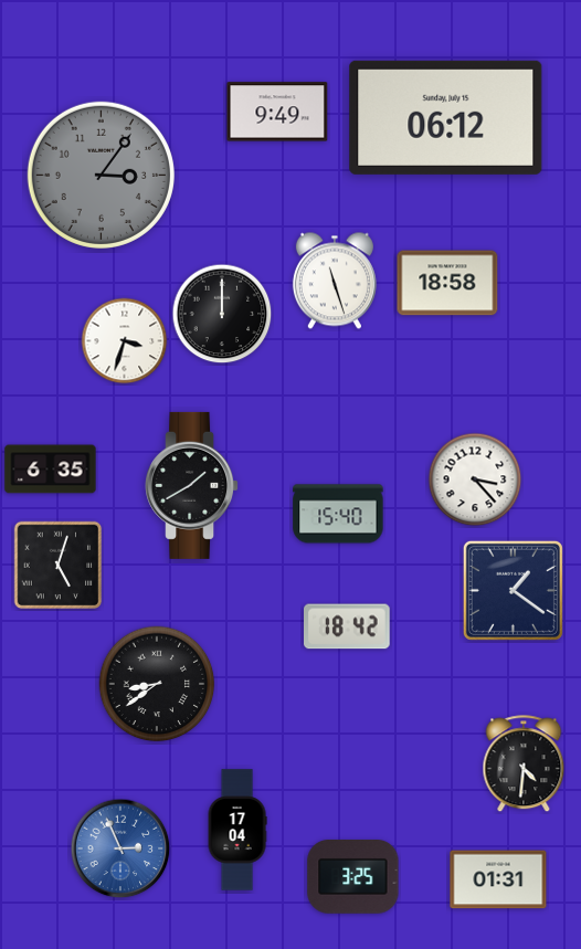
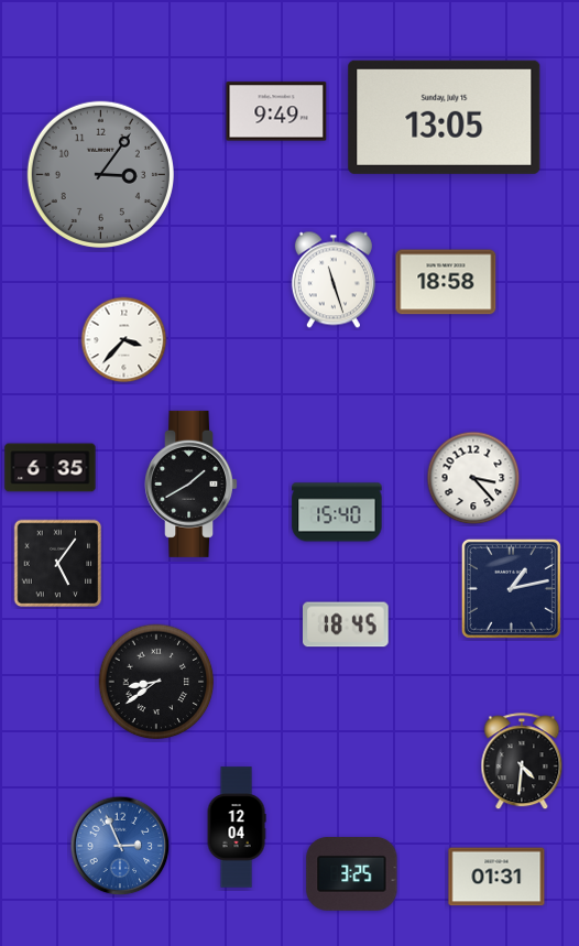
clock at (446, 117): 06:12 -> 13:05
clock at (222, 314): 12:00 -> none
clock at (125, 341): 3:33 -> 3:37
clock at (59, 566): 5:03 -> 5:06
clock at (513, 590): 1:21 -> 1:13
clock at (348, 626): 18:42 -> 18:45
clock at (237, 830): 17:04 -> 12:04
